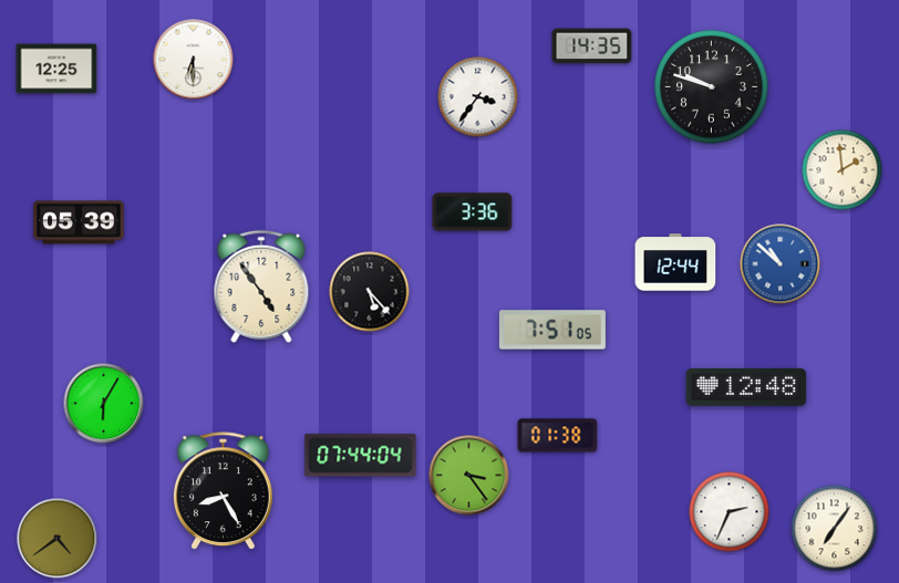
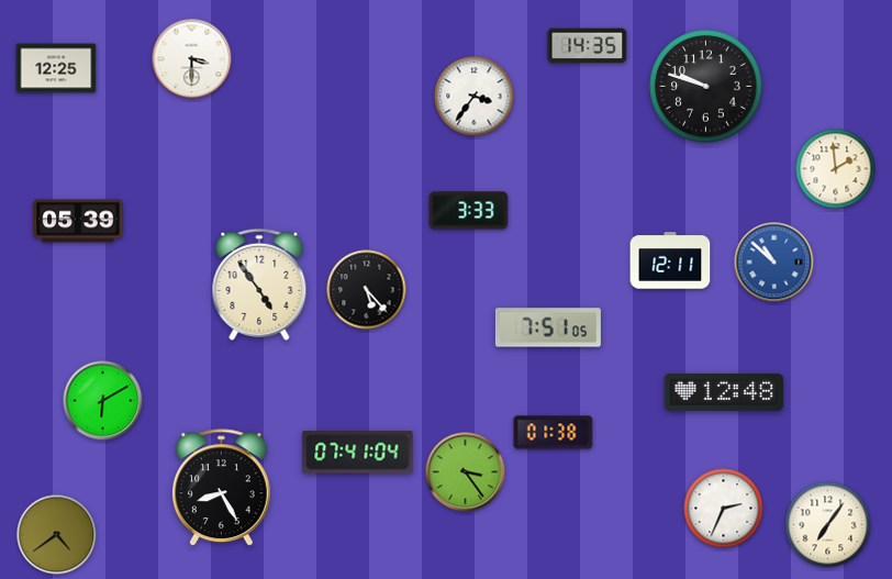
clock at (194, 60): 6:30 -> 3:30
clock at (473, 212): 3:36 -> 3:33
clock at (675, 262): 12:44 -> 12:11
clock at (746, 387) position: (746, 387) -> (724, 392)
clock at (104, 404): 6:05 -> 6:10
clock at (361, 456): 07:44 -> 07:41
